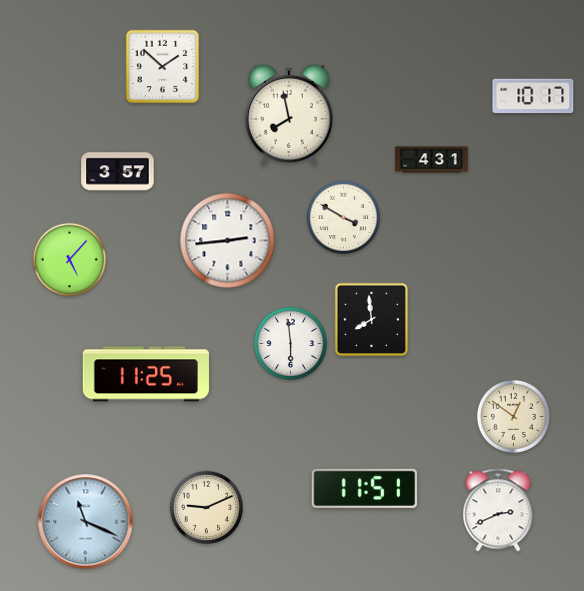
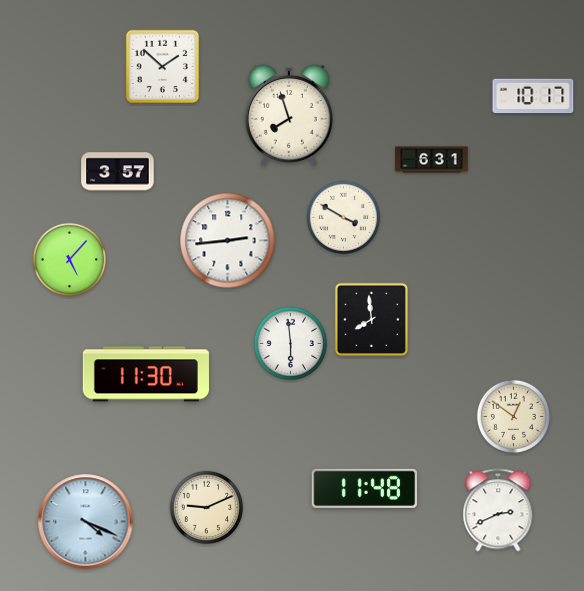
clock at (289, 115): 7:58 -> 7:57
clock at (432, 160): 4:31 -> 6:31
clock at (146, 374): 11:25 -> 11:30
clock at (365, 488): 11:51 -> 11:48
clock at (86, 522): 11:19 -> 4:19
